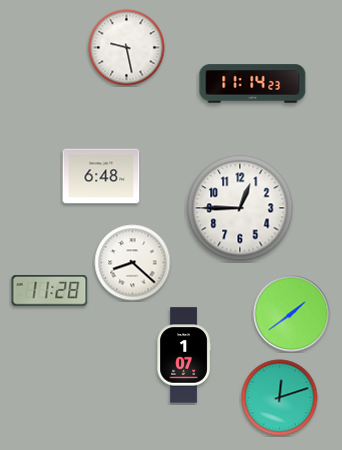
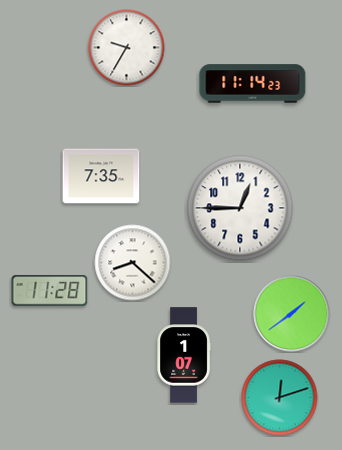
clock at (127, 48): 9:28 -> 9:35
clock at (101, 176): 6:48 -> 7:35
